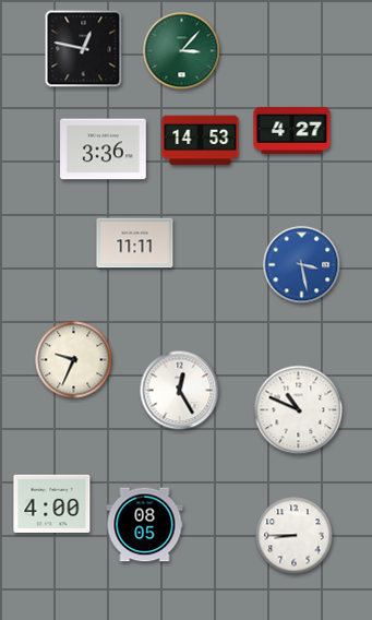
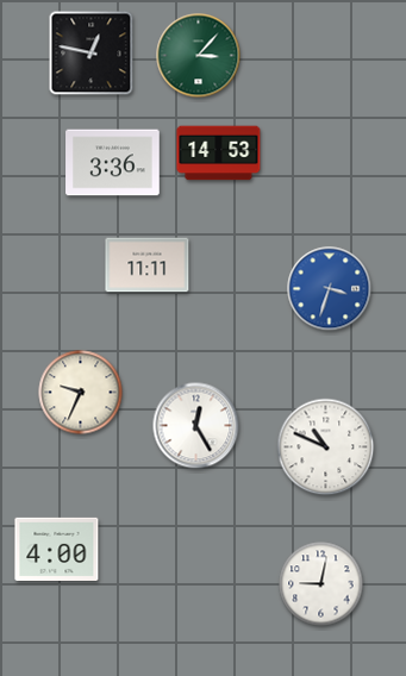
clock at (292, 130): 4:27 -> none
clock at (302, 265): 3:28 -> 3:33
clock at (145, 525): 08:05 -> none
clock at (295, 536): 8:45 -> 9:02
